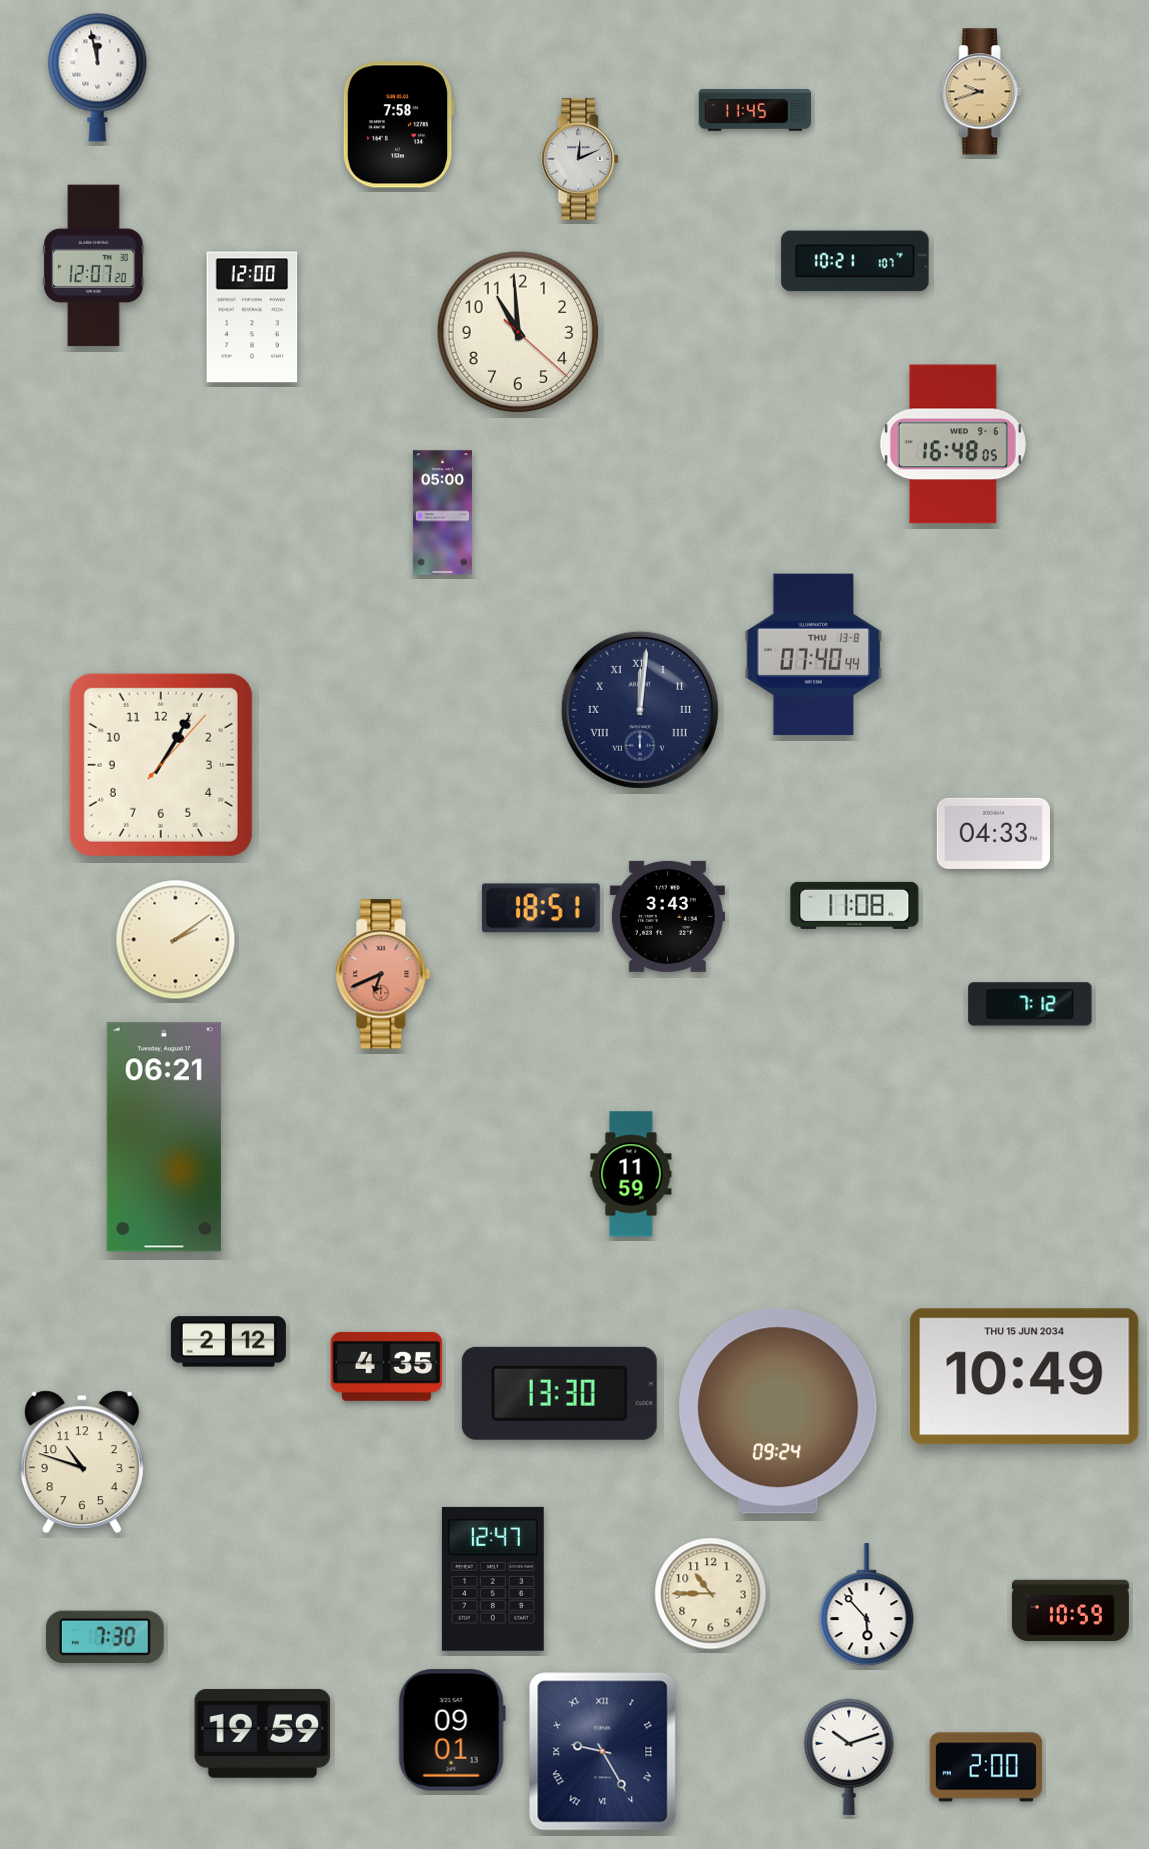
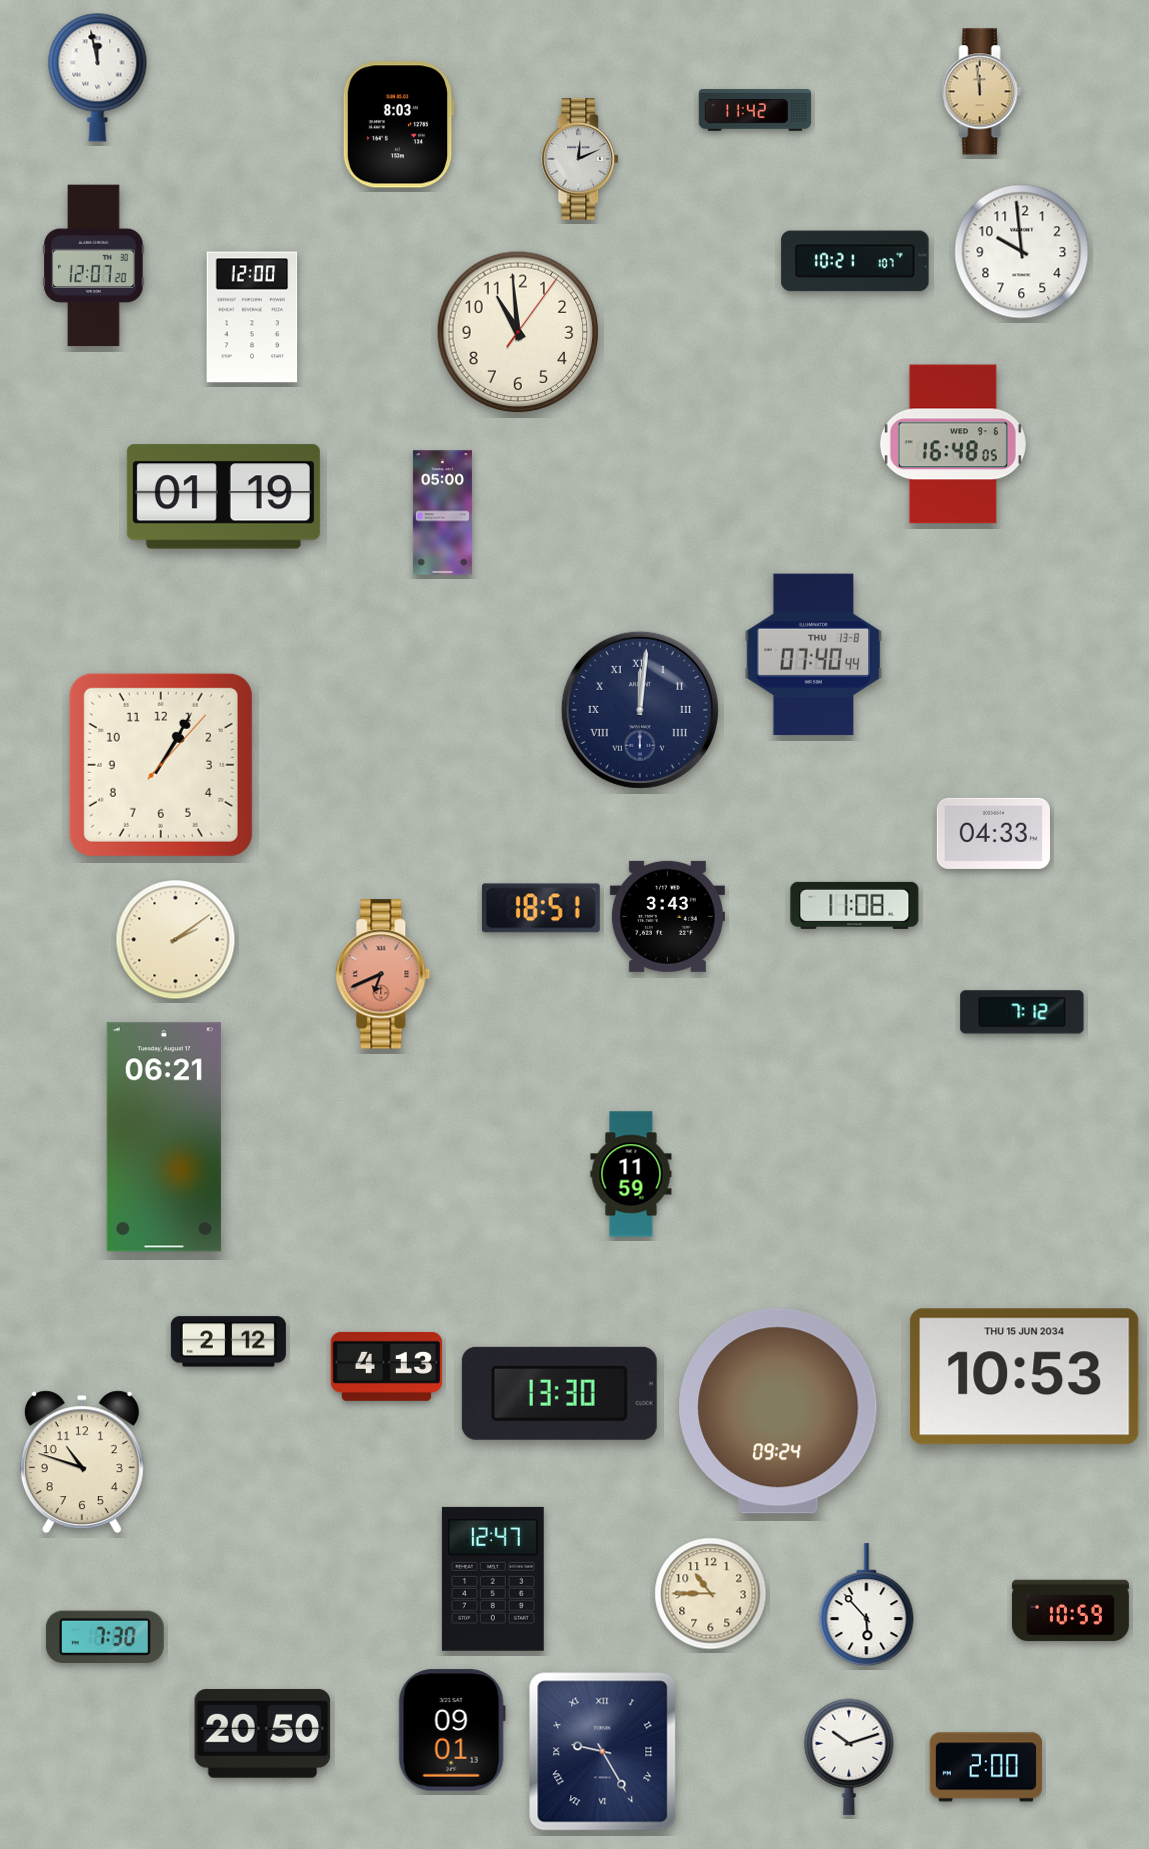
clock at (982, 92): 9:42 -> 11:59
clock at (755, 110): 11:45 -> 11:42
clock at (398, 125): 7:58 -> 8:03
clock at (1022, 252): none -> 9:59
clock at (518, 332): 10:59:22 -> 10:59:06
clock at (223, 497): none -> 01:19
clock at (1030, 1004) position: (1030, 1004) -> (1022, 1012)
clock at (387, 1366): 4:35 -> 4:13
clock at (1025, 1377): 10:49 -> 10:53
clock at (263, 1733): 19:59 -> 20:50
